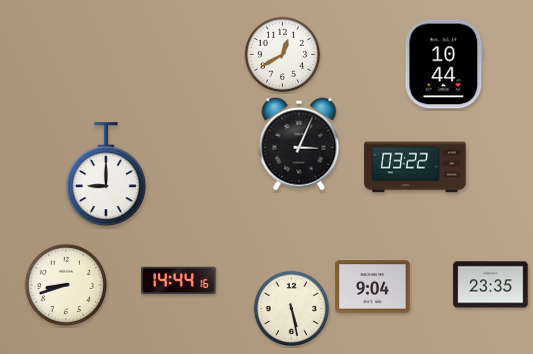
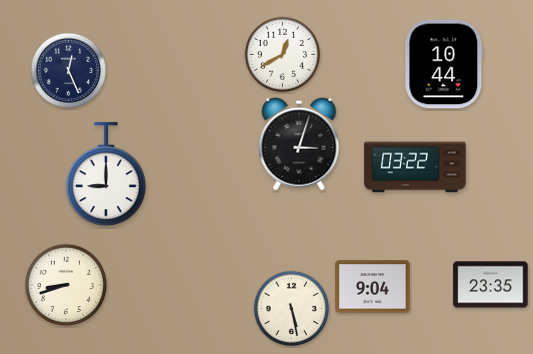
clock at (69, 71): none -> 12:26
clock at (299, 144): 3:04 -> 3:03
clock at (179, 281): 14:44 -> none
